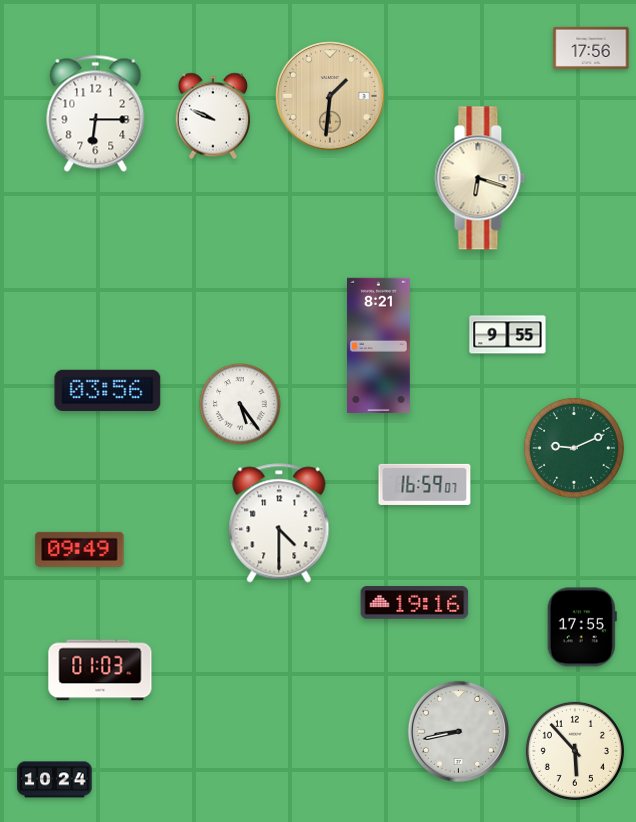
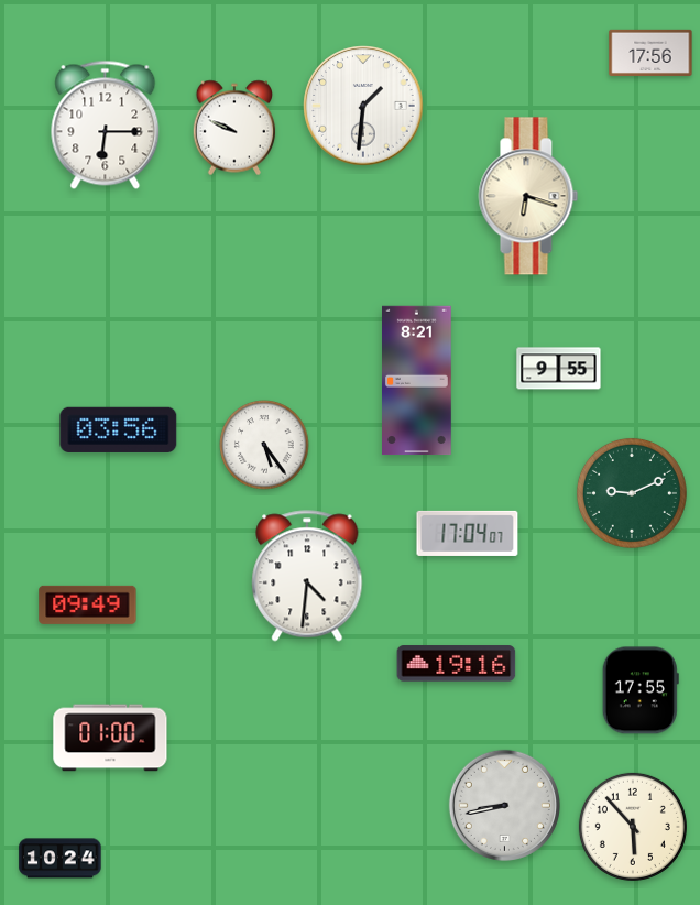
clock at (330, 96) dial: champagne -> white
clock at (425, 484): 16:59 -> 17:04
clock at (279, 523): 4:30 -> 4:31
clock at (100, 670): 01:03 -> 01:00
